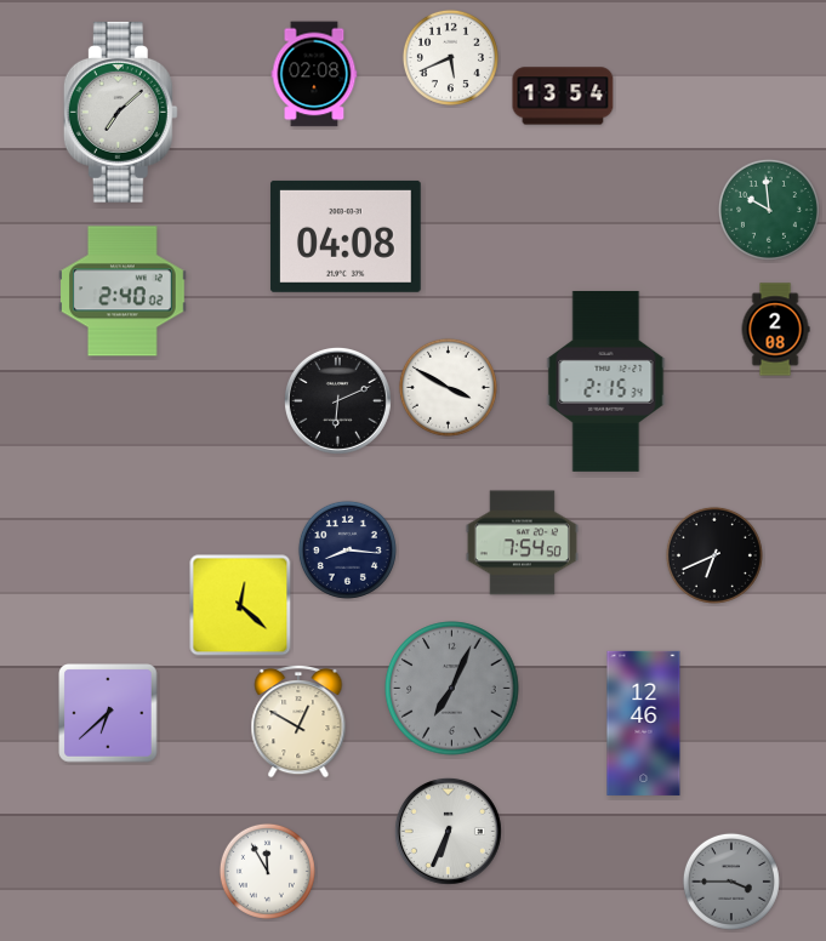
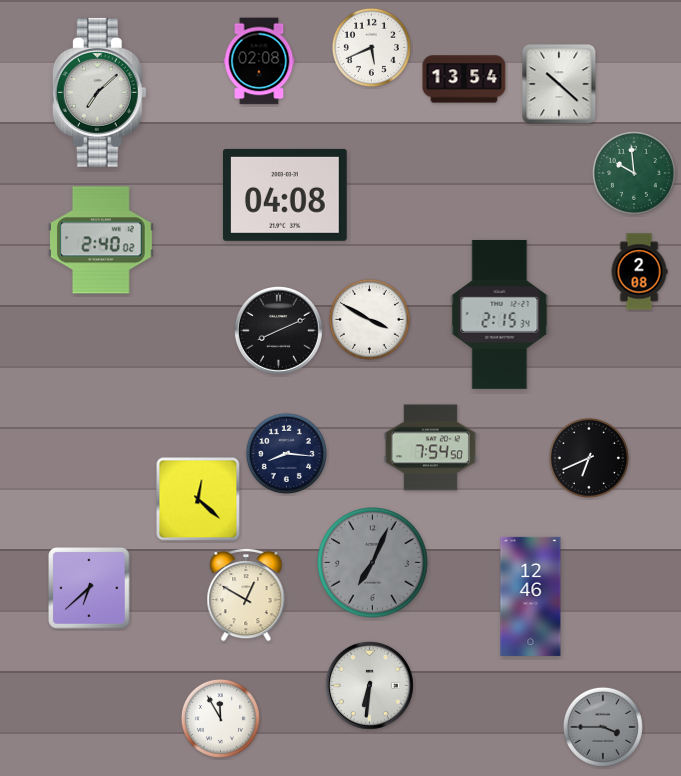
clock at (559, 84): none -> 10:22
clock at (337, 400): 6:11 -> 8:11
clock at (452, 689) position: (452, 689) -> (373, 563)
clock at (448, 831): 6:34 -> 6:31
